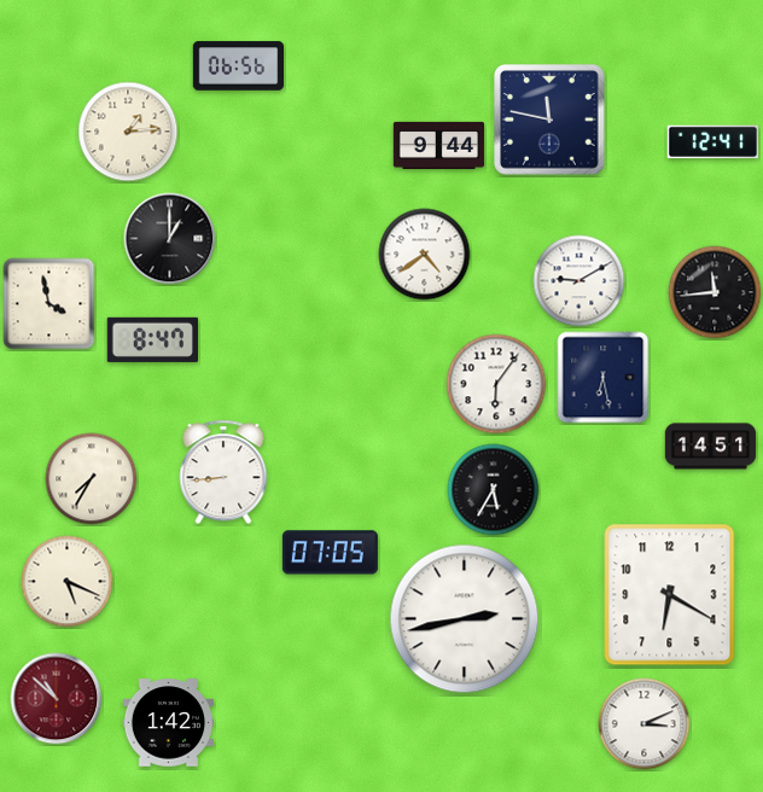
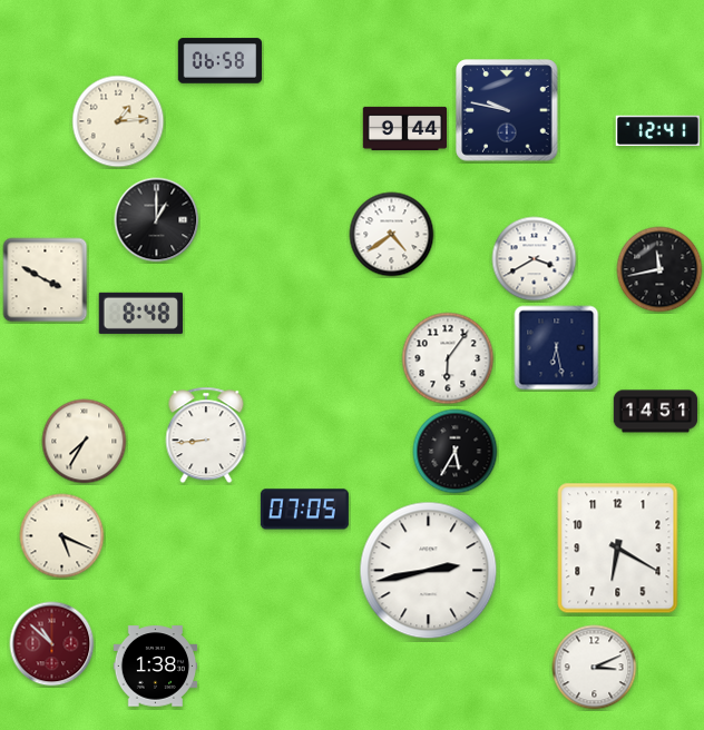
clock at (239, 66): 06:56 -> 06:58
clock at (549, 120): 11:47 -> 9:47
clock at (439, 145) position: (439, 145) -> (405, 128)
clock at (579, 281): 9:10 -> 3:40
clock at (715, 292): 11:44 -> 11:43
clock at (49, 304): 3:58 -> 3:50
clock at (152, 339): 8:47 -> 8:48
clock at (496, 384) position: (496, 384) -> (448, 358)
clock at (169, 723): 1:42 -> 1:38
